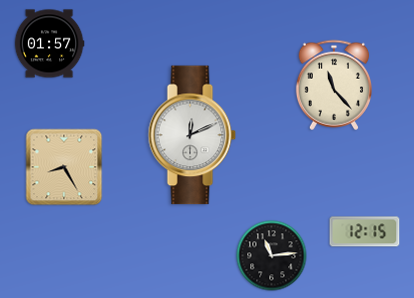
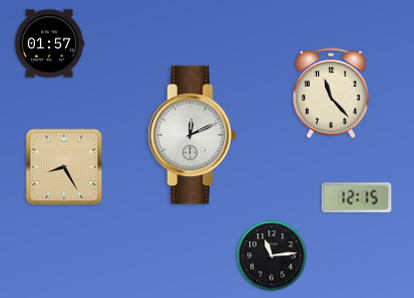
clock at (333, 85) position: (333, 85) -> (330, 93)
clock at (365, 232) position: (365, 232) -> (357, 198)
